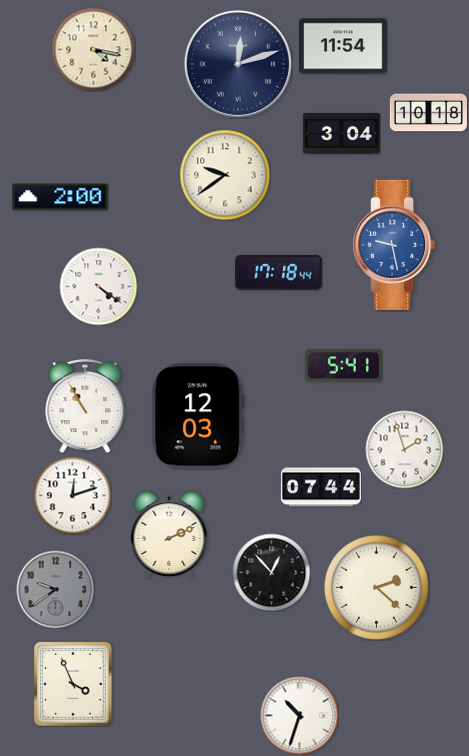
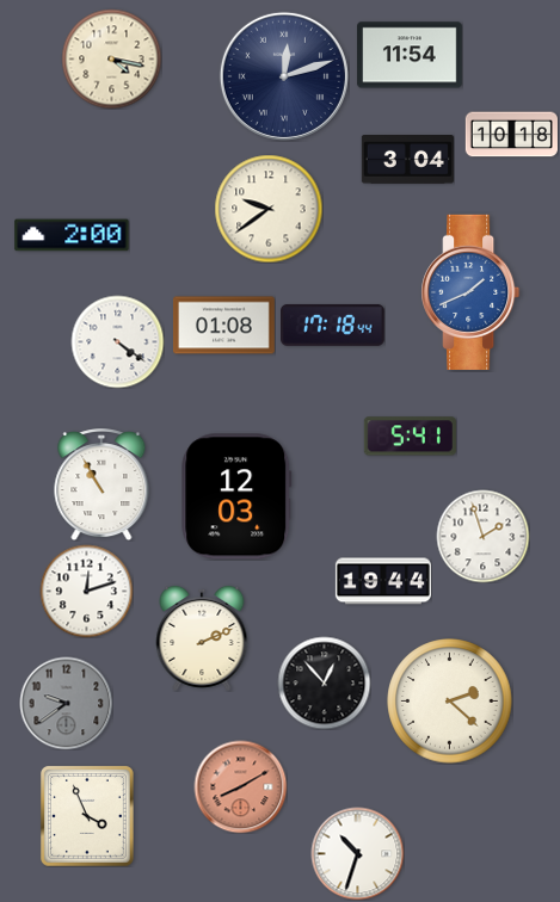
clock at (394, 245): 9:28 -> 1:41
clock at (224, 326): none -> 01:08
clock at (321, 487): 07:44 -> 19:44
clock at (240, 786): none -> 8:10
